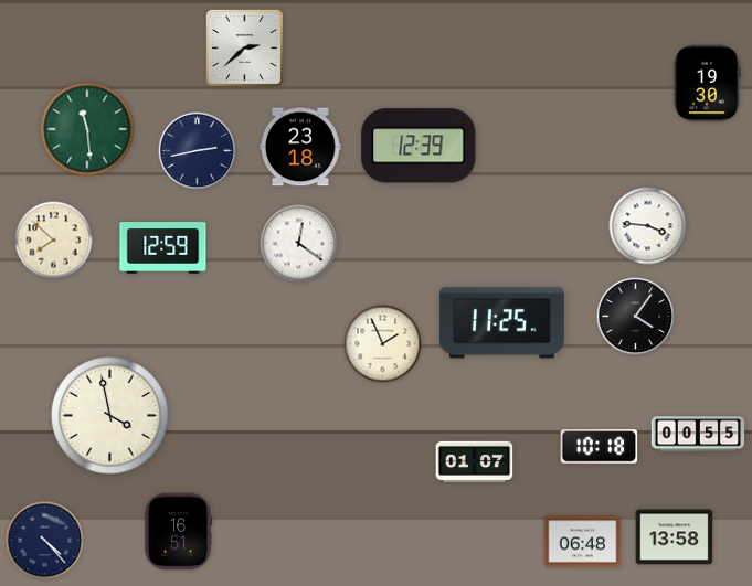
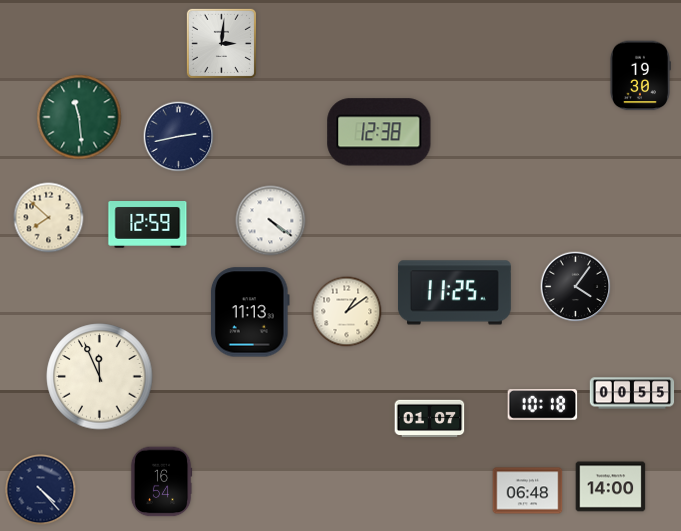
clock at (244, 47): 2:38 -> 3:01
clock at (419, 146): 12:39 -> 12:38
clock at (301, 147): 23:18 -> none
clock at (648, 226): 3:46 -> none
clock at (299, 244): 12:21 -> 4:21
clock at (250, 312): none -> 11:13
clock at (383, 344): 1:56 -> 1:09
clock at (110, 416): 3:58 -> 11:56
clock at (178, 532): 16:51 -> 16:54
clock at (675, 537): 13:58 -> 14:00
